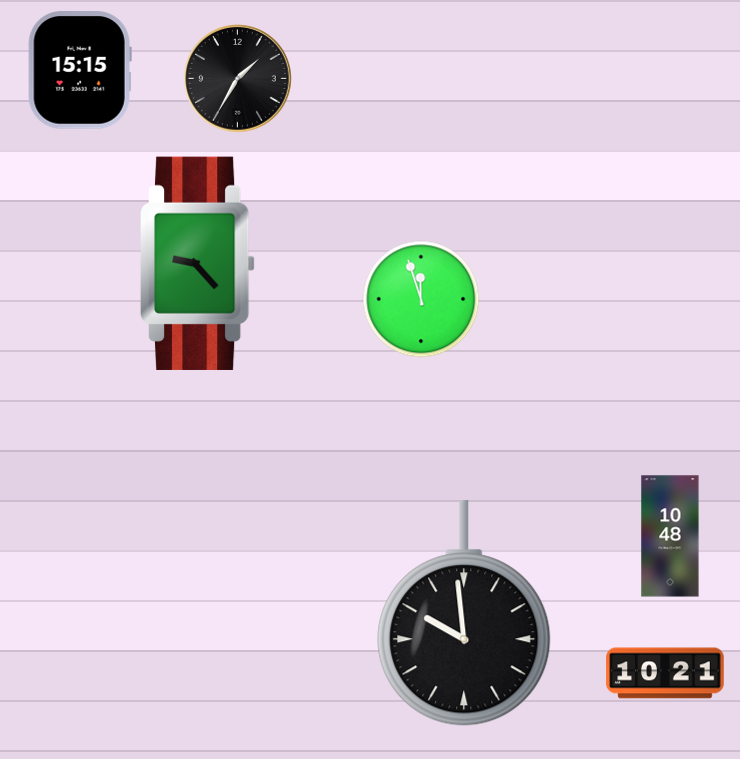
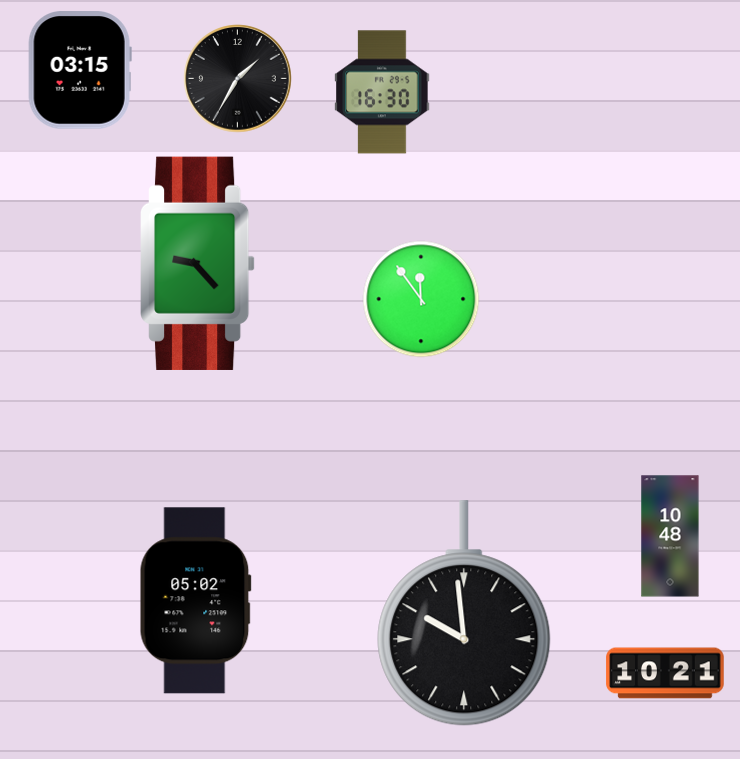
clock at (80, 70): 15:15 -> 03:15
clock at (382, 92): none -> 16:30
clock at (421, 299): 11:57 -> 11:54
clock at (195, 601): none -> 05:02
